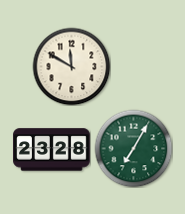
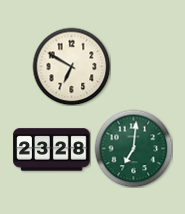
clock at (71, 66): 11:50 -> 6:50
clock at (133, 148): 7:05 -> 7:01
